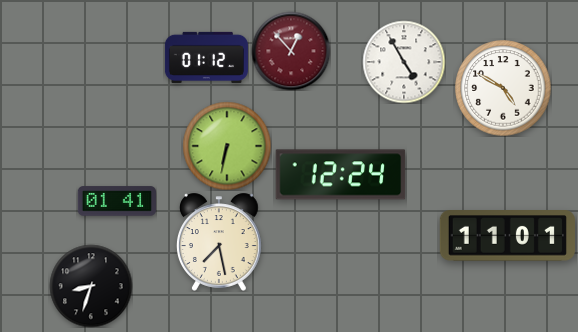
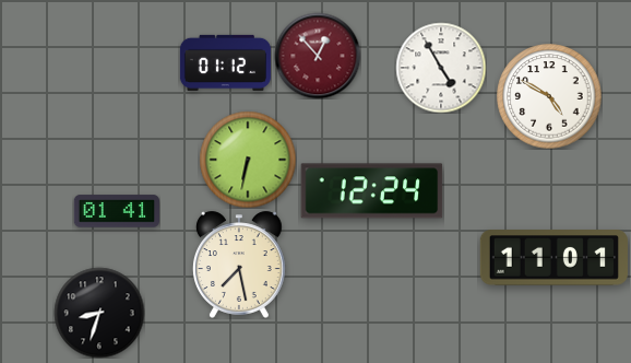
clock at (116, 201) position: (116, 201) -> (116, 211)
